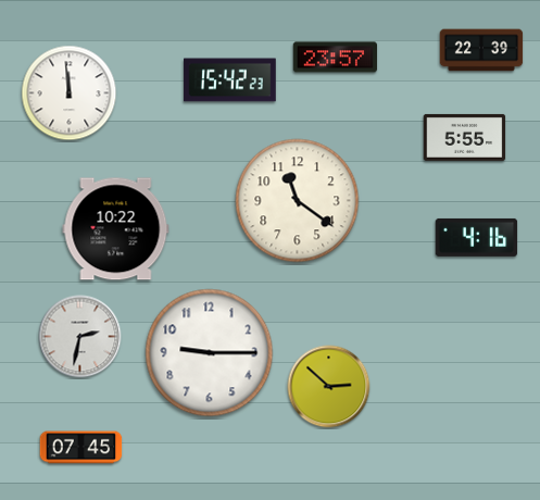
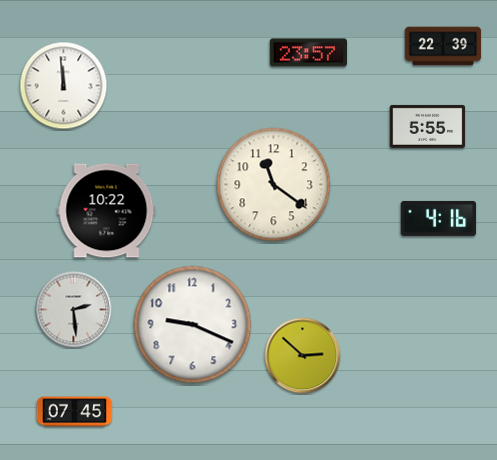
clock at (230, 80): 15:42 -> none
clock at (80, 337): 2:32 -> 2:29
clock at (210, 353): 9:15 -> 9:19
